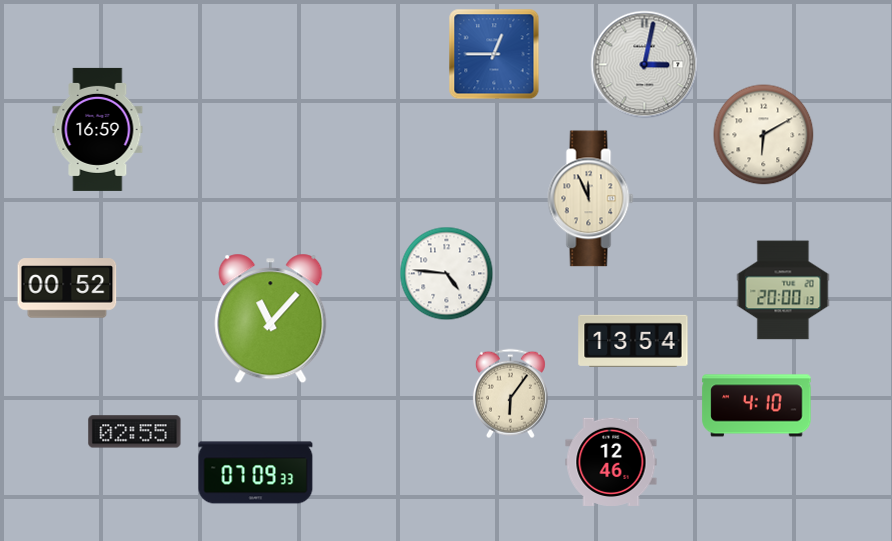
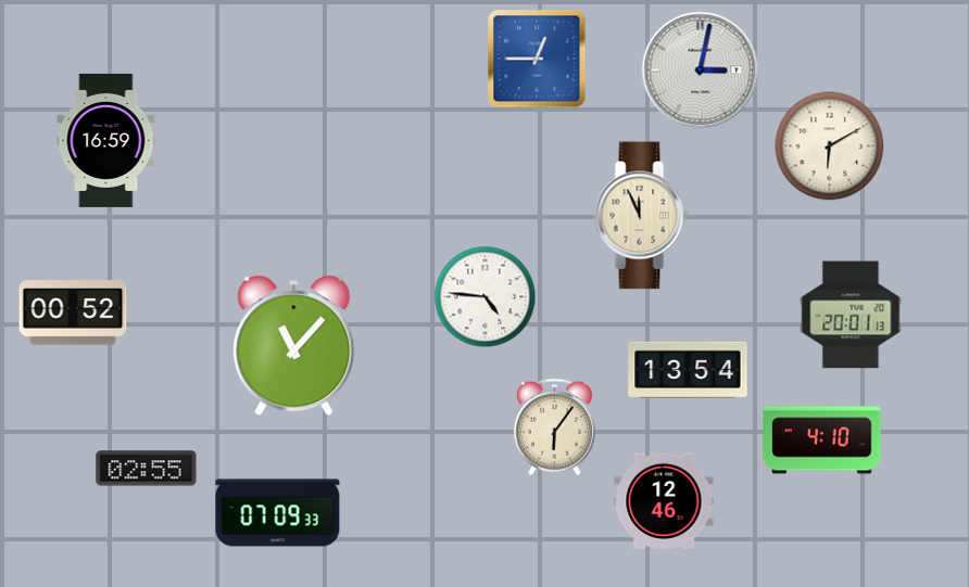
clock at (783, 290): 20:00 -> 20:01
